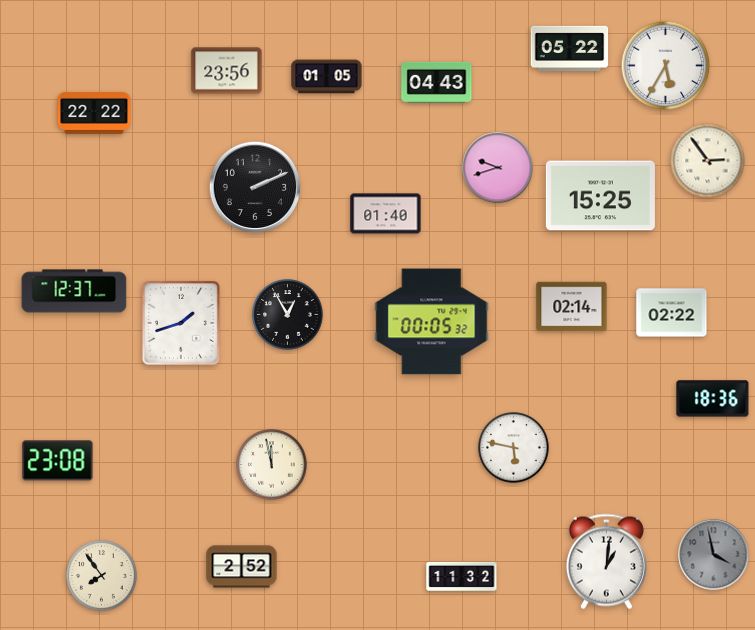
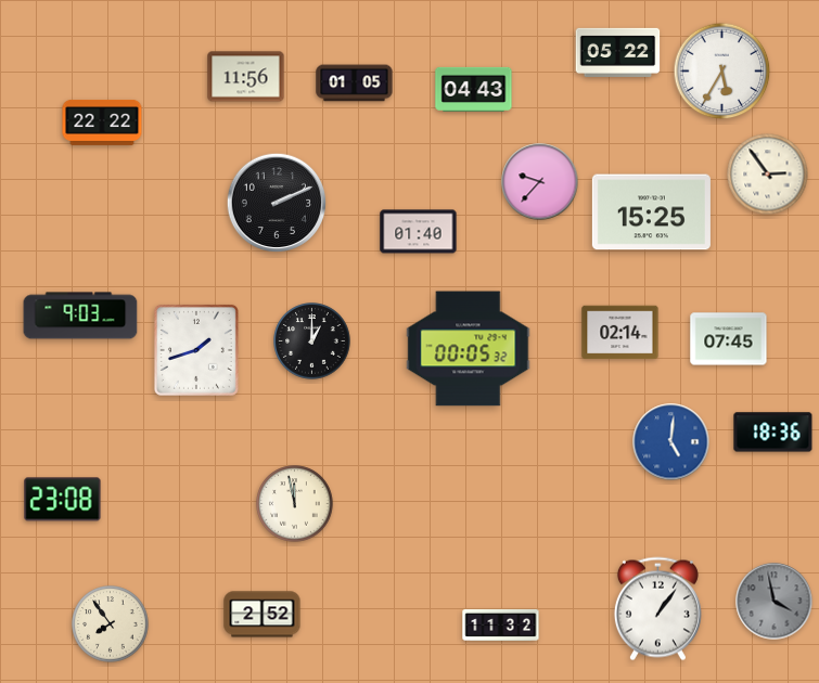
clock at (227, 71): 23:56 -> 11:56
clock at (498, 168): 9:42 -> 9:37
clock at (74, 291): 12:37 -> 9:03
clock at (672, 313): 02:22 -> 07:45
clock at (288, 315): 12:55 -> 1:00
clock at (671, 442): none -> 5:01
clock at (514, 448): 5:47 -> none
clock at (606, 562): 1:01 -> 1:06
